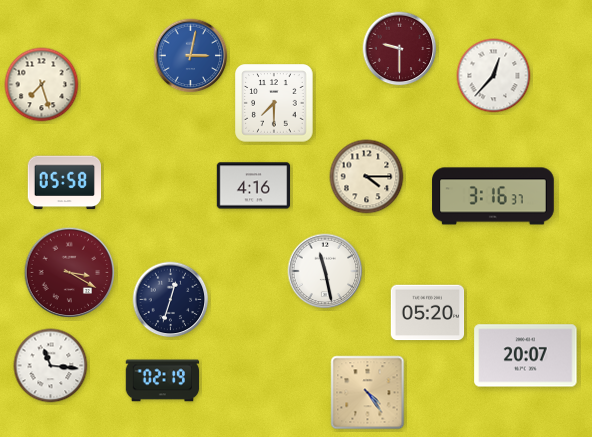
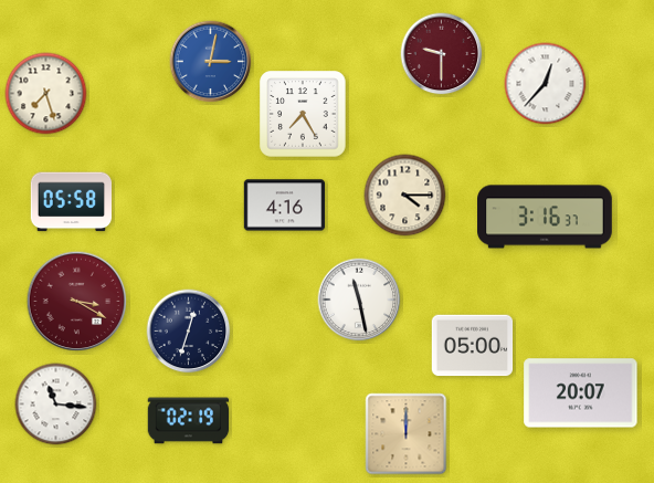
clock at (274, 103): 7:30 -> 7:25
clock at (254, 186) position: (254, 186) -> (285, 206)
clock at (428, 313): 05:20 -> 05:00
clock at (163, 381) position: (163, 381) -> (189, 421)
clock at (368, 393): 4:24 -> 12:00
